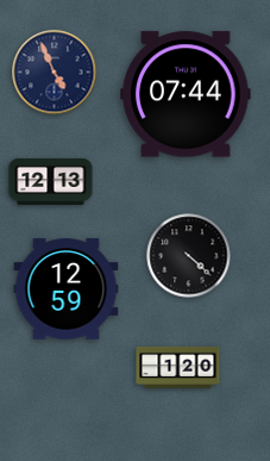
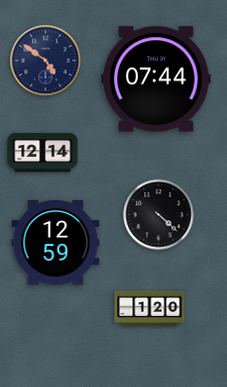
clock at (55, 73): 4:56 -> 4:51
clock at (51, 181): 12:13 -> 12:14
